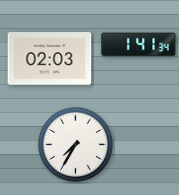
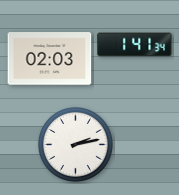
clock at (139, 45) position: (139, 45) -> (135, 45)
clock at (76, 145): 7:35 -> 2:13
